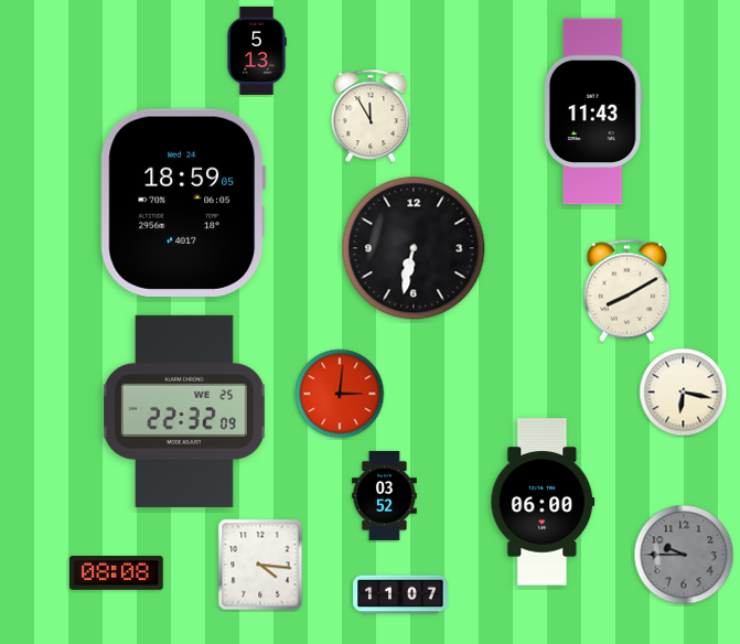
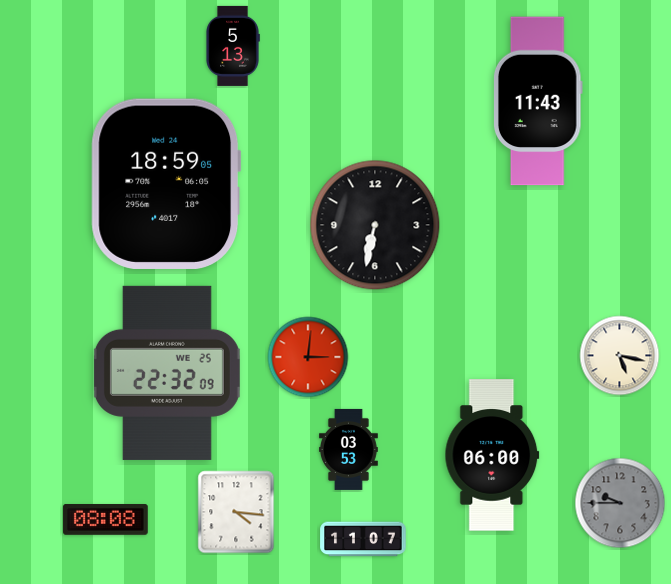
clock at (371, 116): 11:55 -> none
clock at (628, 290): 8:10 -> none
clock at (684, 393): 6:17 -> 5:17
clock at (385, 495): 03:52 -> 03:53
